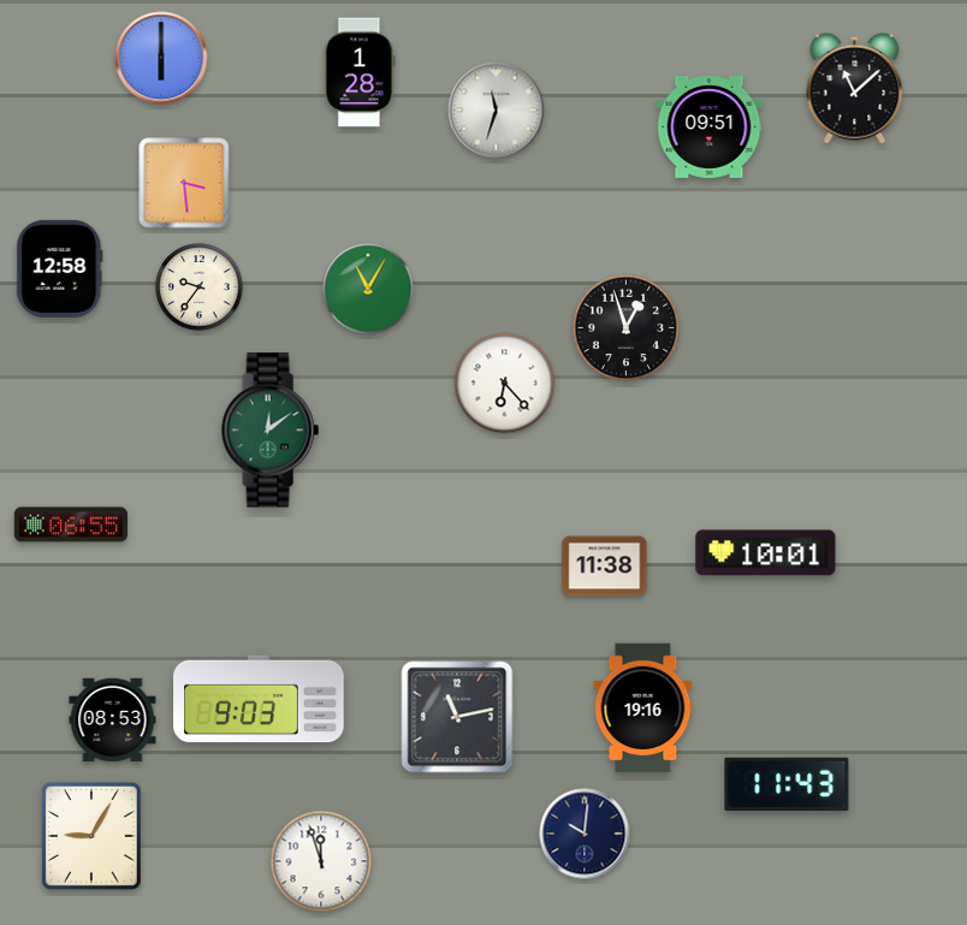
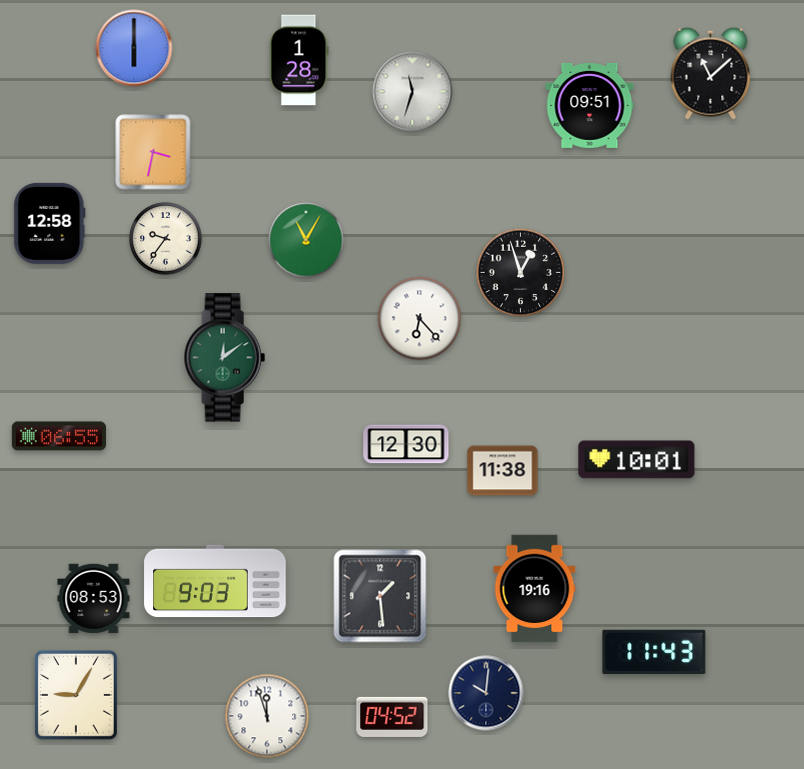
clock at (184, 183): 3:29 -> 3:32
clock at (406, 444): none -> 12:30
clock at (457, 717): 11:13 -> 1:29
clock at (392, 717): none -> 04:52
